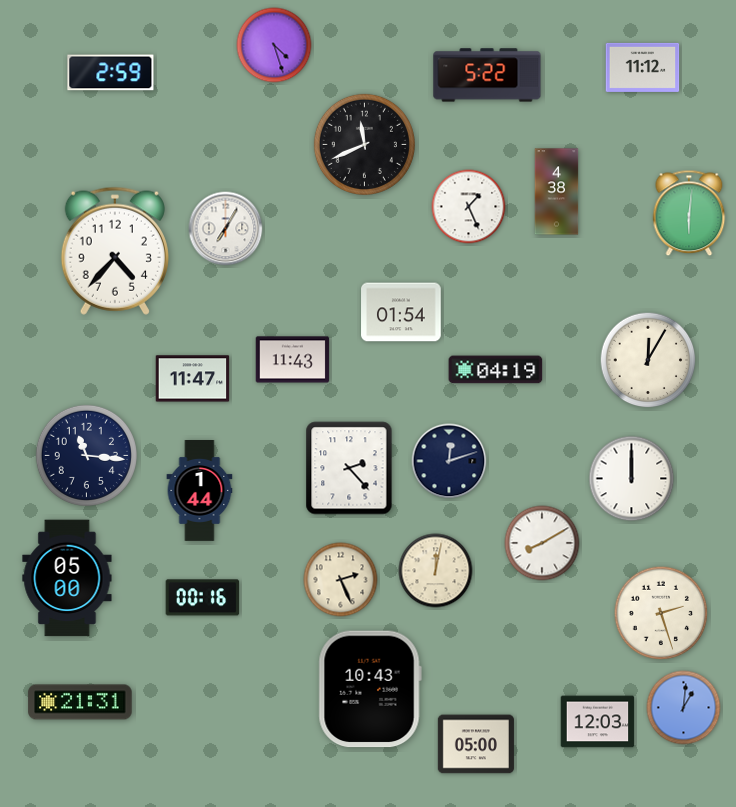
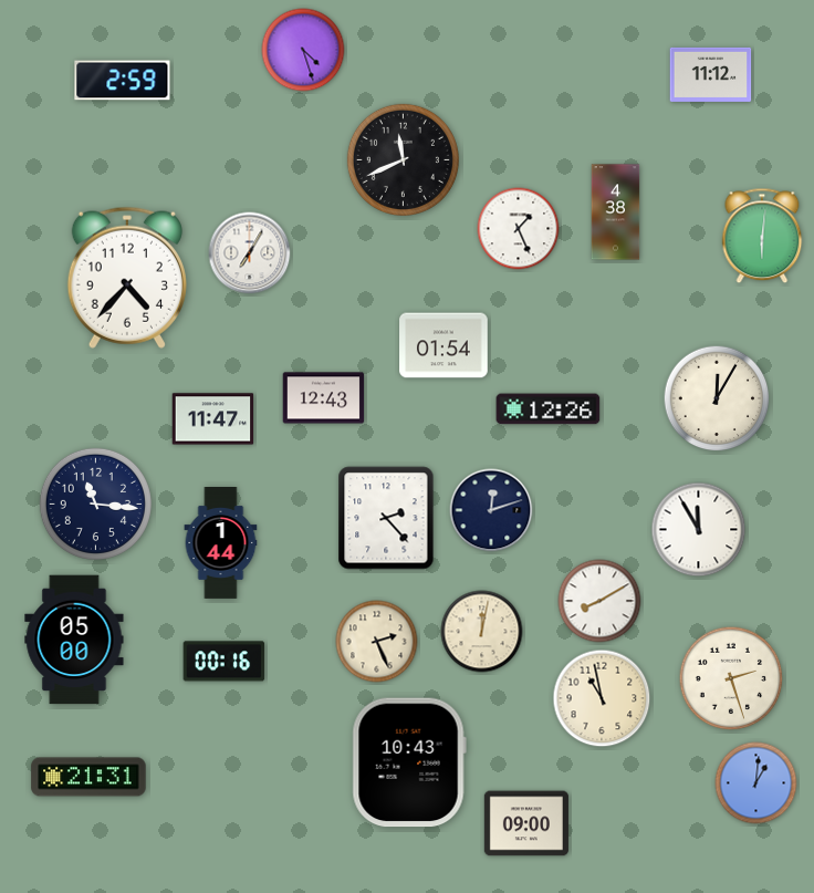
clock at (487, 75): 5:22 -> none
clock at (293, 360): 11:43 -> 12:43
clock at (496, 370): 04:19 -> 12:26
clock at (449, 461) position: (449, 461) -> (491, 510)
clock at (632, 479): 12:00 -> 11:55
clock at (602, 698): none -> 10:58
clock at (598, 722): 12:03 -> none
clock at (476, 744): 05:00 -> 09:00
